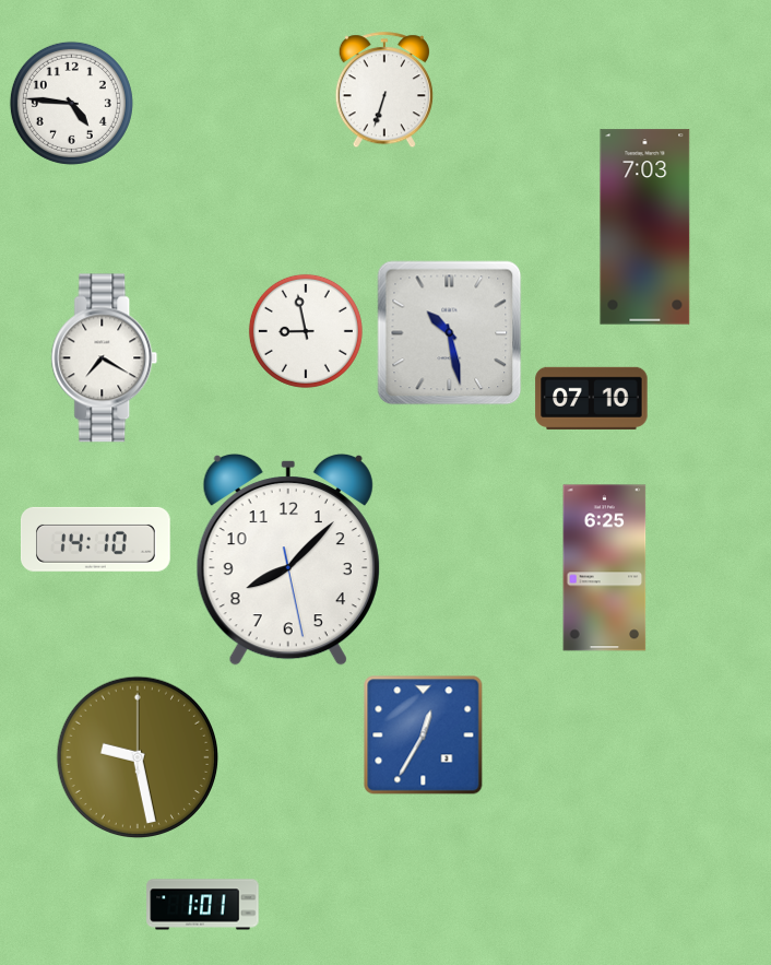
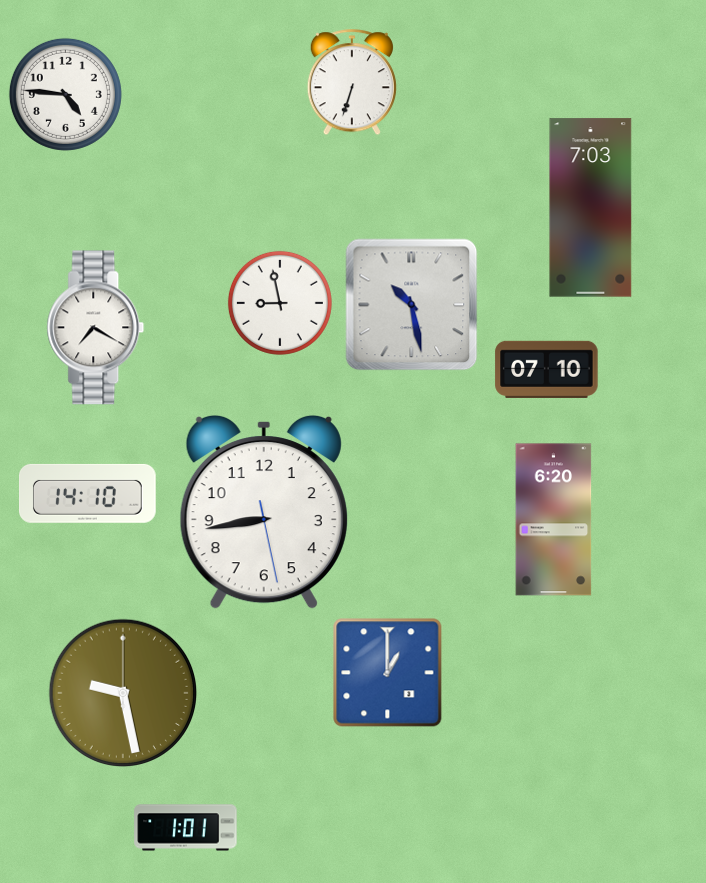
clock at (592, 398) position: (592, 398) -> (547, 369)
clock at (288, 560): 8:07 -> 8:43
clock at (605, 568): 6:25 -> 6:20
clock at (424, 735): 12:35 -> 1:00
clock at (138, 757) position: (138, 757) -> (123, 693)
